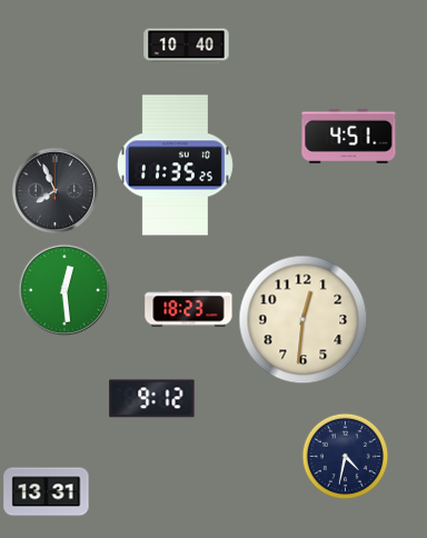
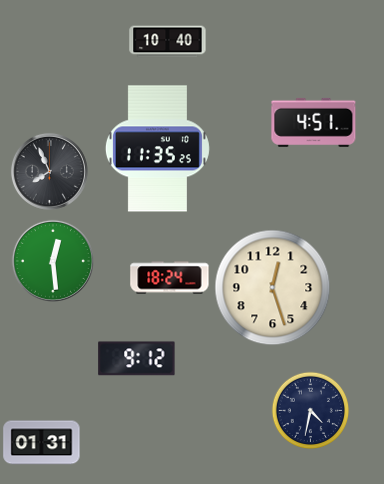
clock at (64, 290) position: (64, 290) -> (53, 261)
clock at (189, 309): 18:23 -> 18:24
clock at (304, 320): 12:31 -> 12:27
clock at (47, 492): 13:31 -> 01:31
